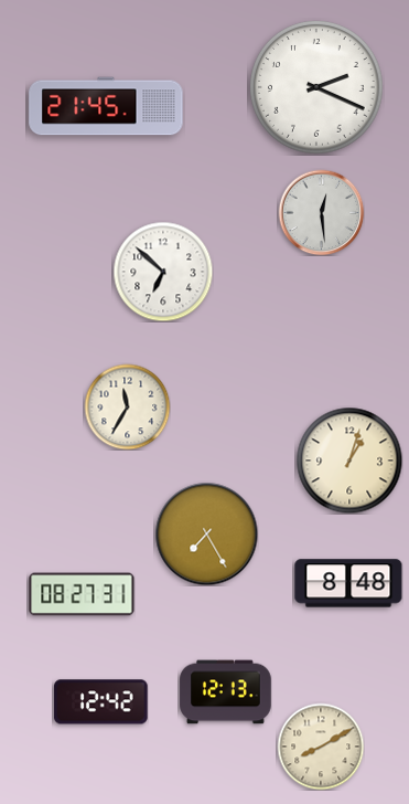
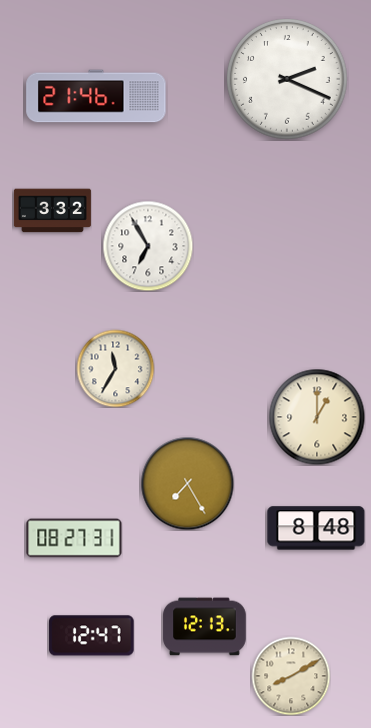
clock at (106, 106): 21:45 -> 21:46
clock at (321, 212): 12:29 -> none
clock at (52, 211): none -> 3:32
clock at (163, 272): 6:52 -> 6:55
clock at (349, 461): 1:03 -> 1:00
clock at (101, 702): 12:42 -> 12:47
